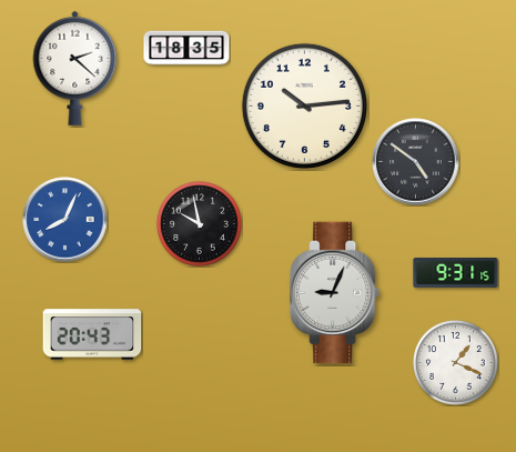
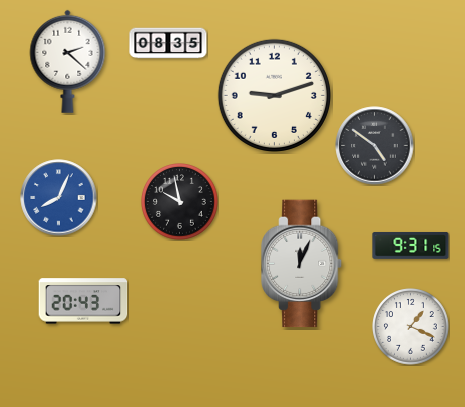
clock at (186, 48): 18:35 -> 08:35
clock at (304, 106): 10:14 -> 9:12
clock at (336, 293): 9:04 -> 12:04
